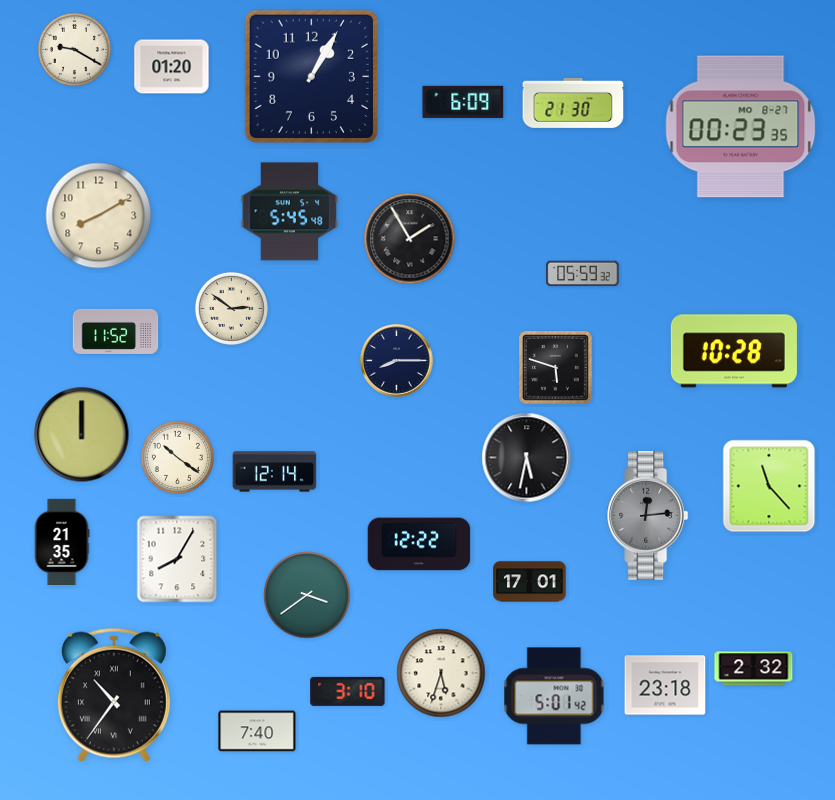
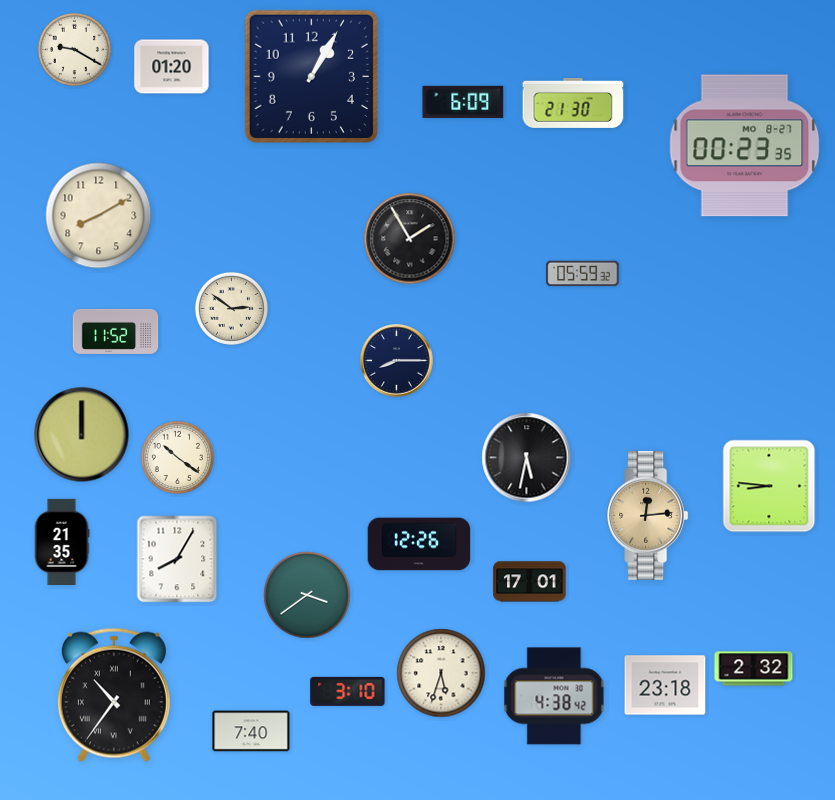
clock at (741, 127) position: (741, 127) -> (745, 146)
clock at (290, 212): 5:45 -> none
clock at (734, 351): 10:28 -> none
clock at (556, 368): 5:48 -> none
clock at (275, 472): 12:14 -> none
clock at (769, 486): 11:23 -> 8:46
clock at (648, 516) dial: grey -> champagne
clock at (419, 544): 12:22 -> 12:26
clock at (554, 696): 5:01 -> 4:38
clock at (257, 731) position: (257, 731) -> (251, 731)
